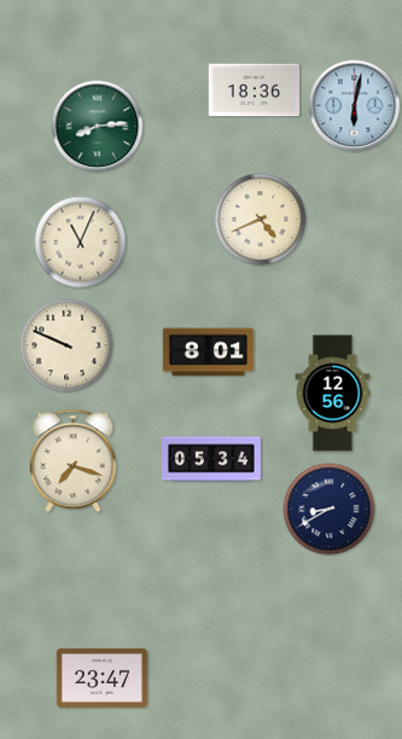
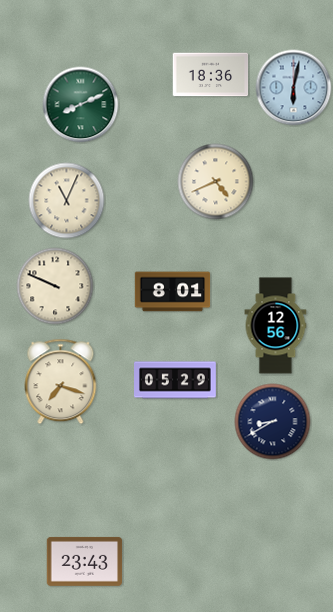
clock at (98, 127): 8:14 -> 8:11
clock at (212, 459): 05:34 -> 05:29
clock at (103, 677): 23:47 -> 23:43
